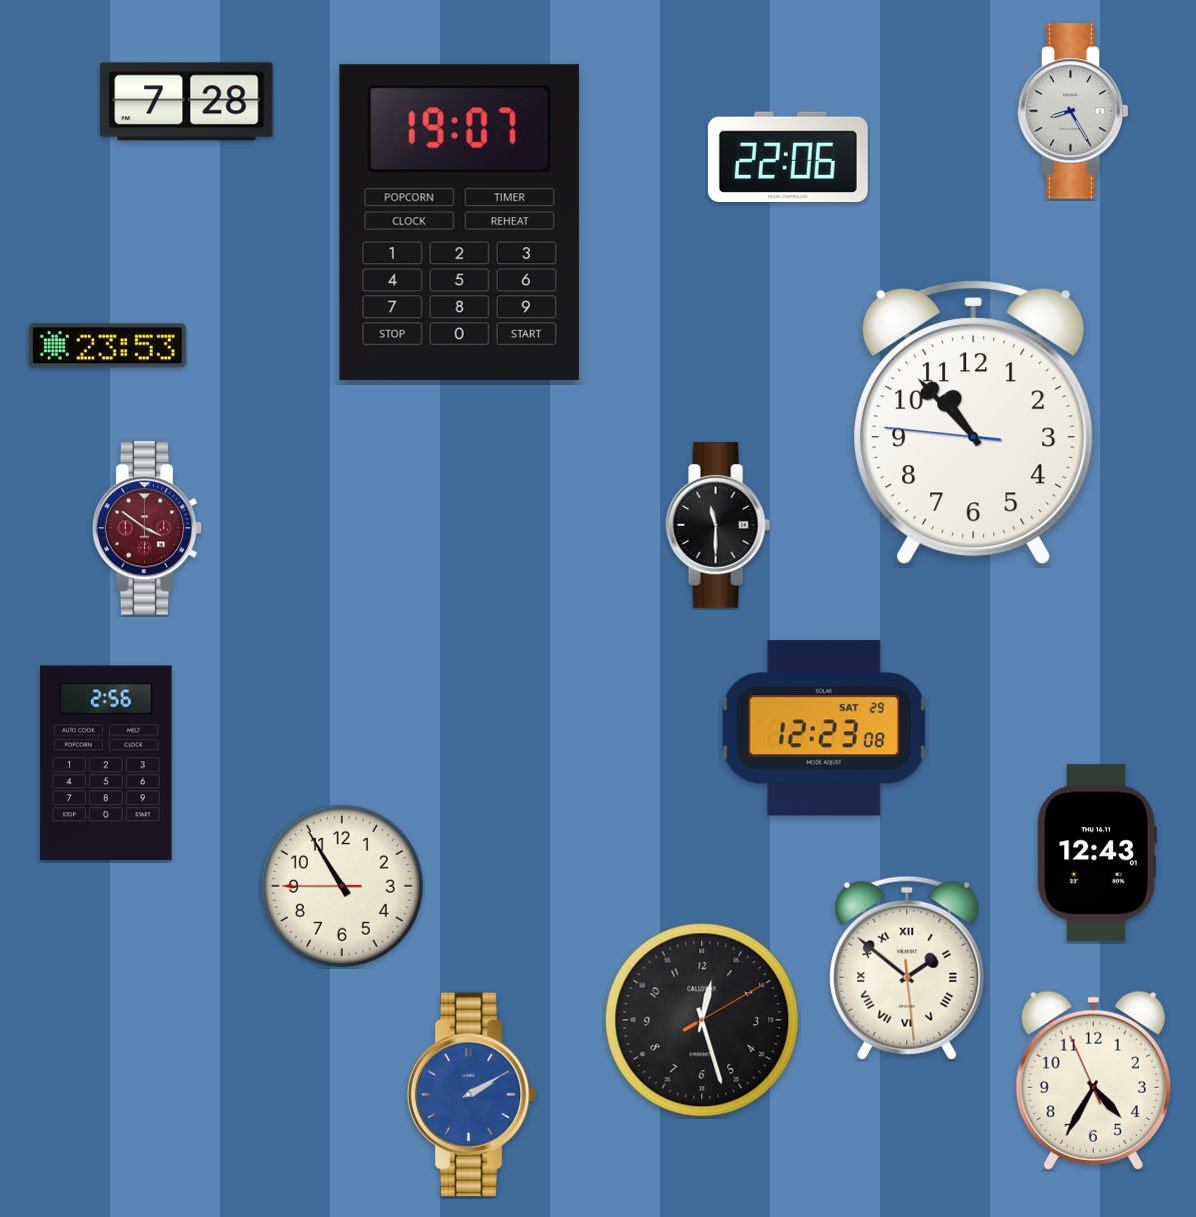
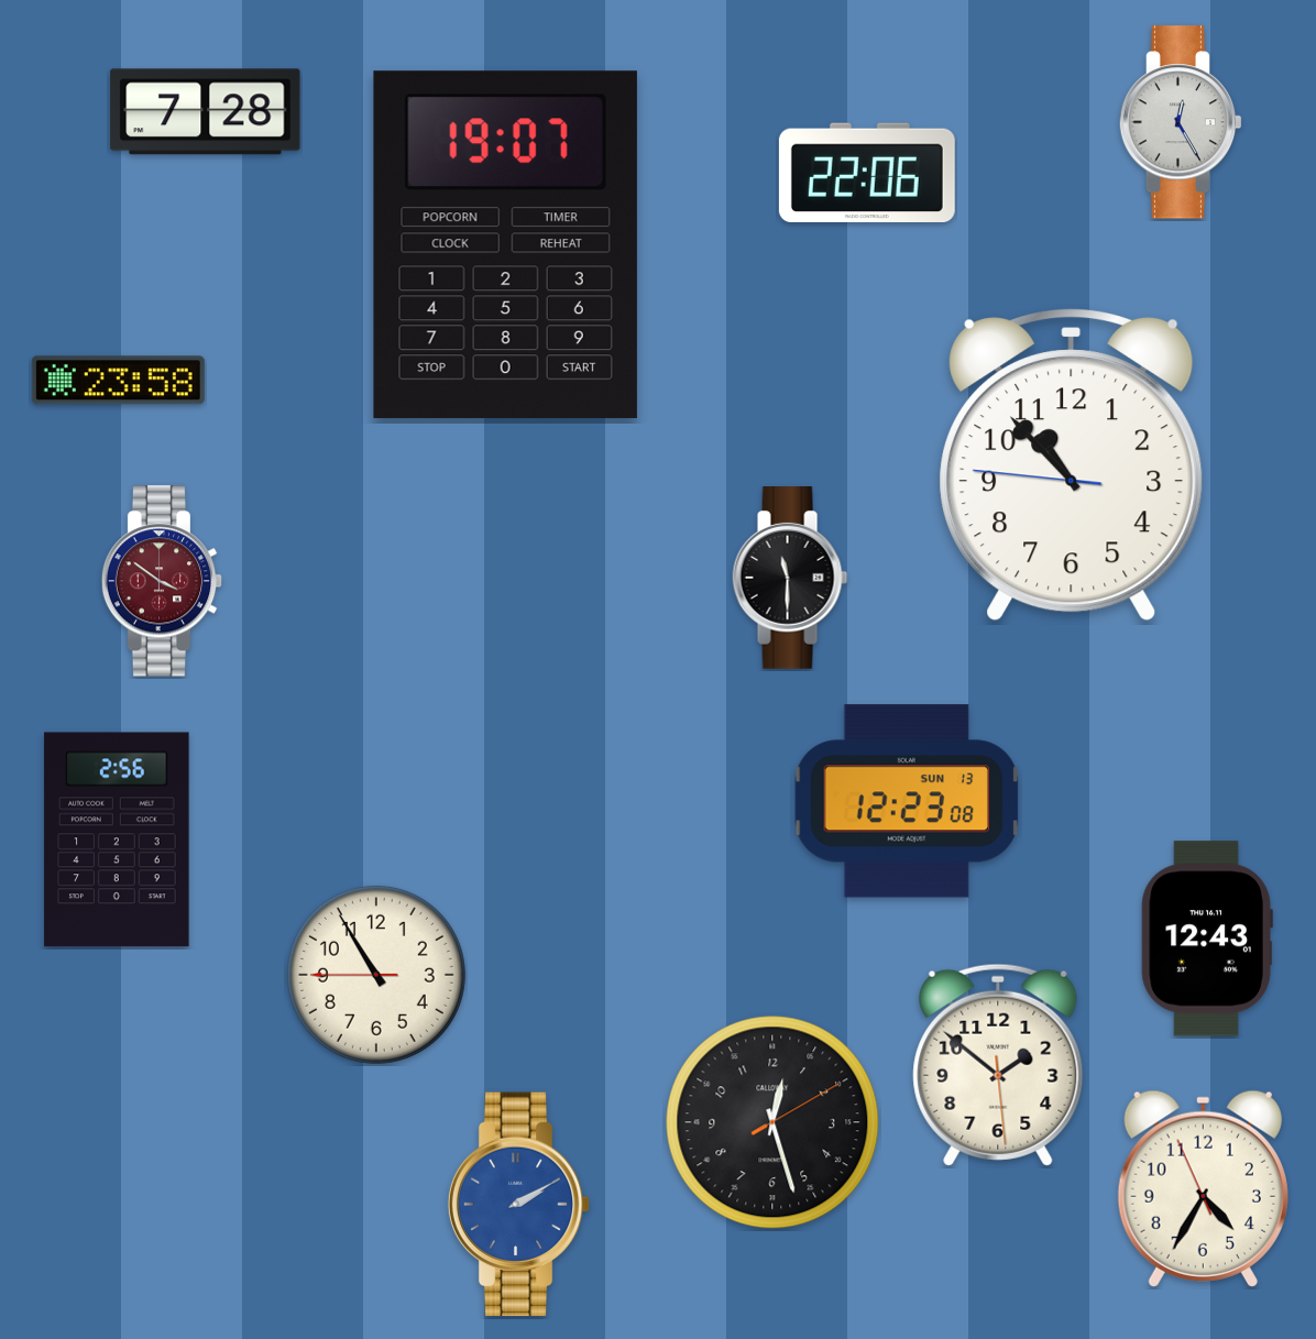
clock at (1073, 111): 8:25 -> 12:25
clock at (107, 346): 23:53 -> 23:58
clock at (824, 728) date: SAT 29 -> SUN 13
clock at (907, 968) numerals: Roman -> Arabic
